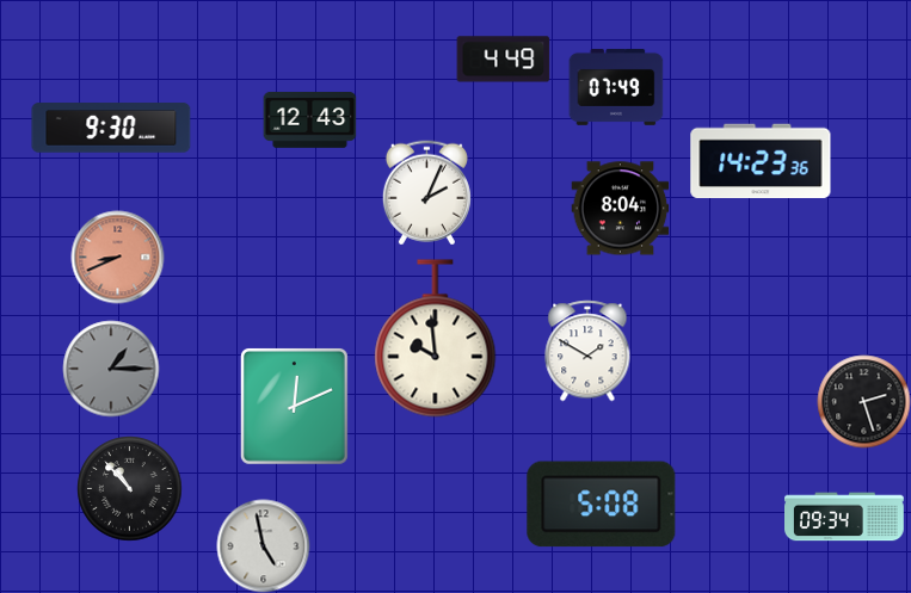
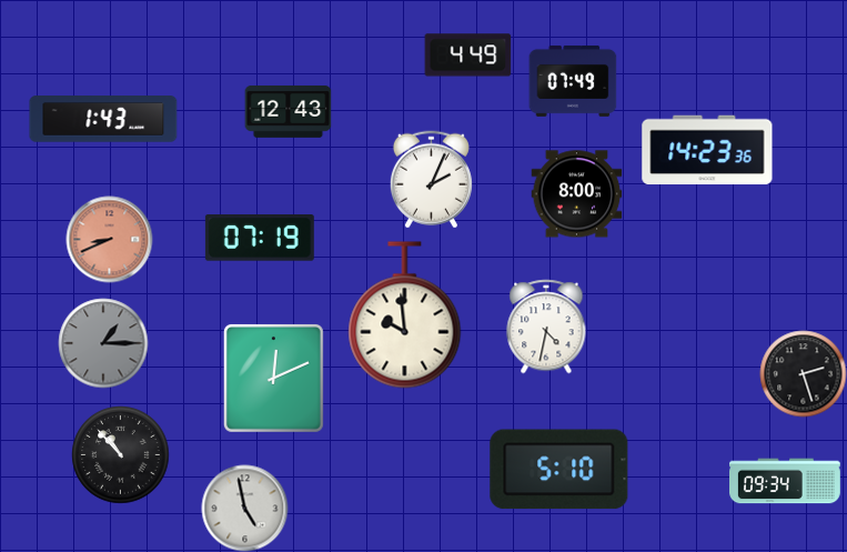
clock at (111, 128): 9:30 -> 1:43
clock at (426, 192) position: (426, 192) -> (431, 179)
clock at (620, 209): 8:04 -> 8:00
clock at (260, 239): none -> 07:19
clock at (587, 351): 1:50 -> 4:32
clock at (602, 505): 5:08 -> 5:10
